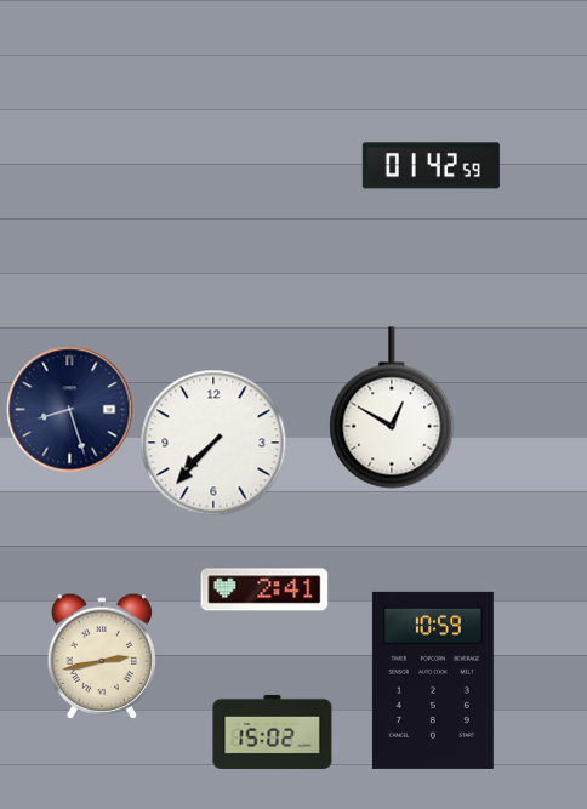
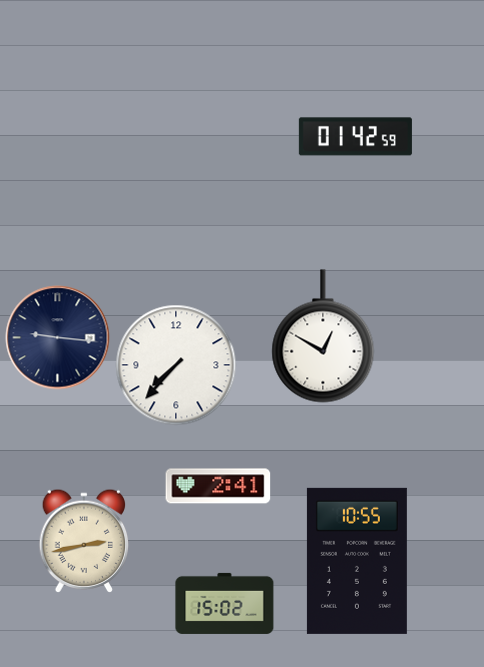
clock at (70, 410): 8:27 -> 9:16
clock at (433, 680): 10:59 -> 10:55
